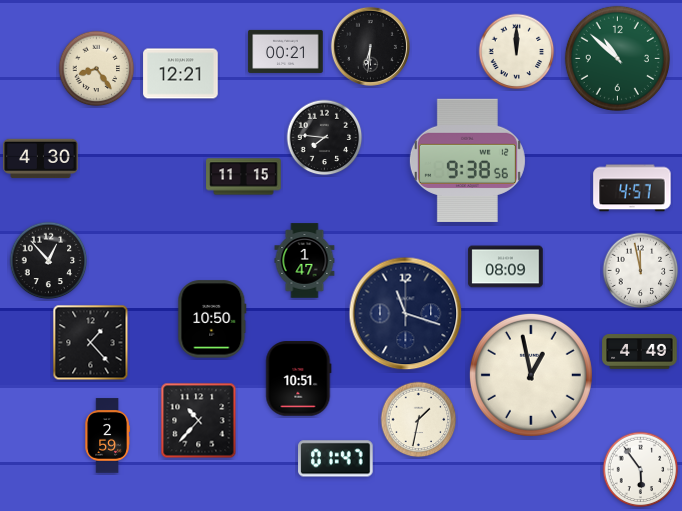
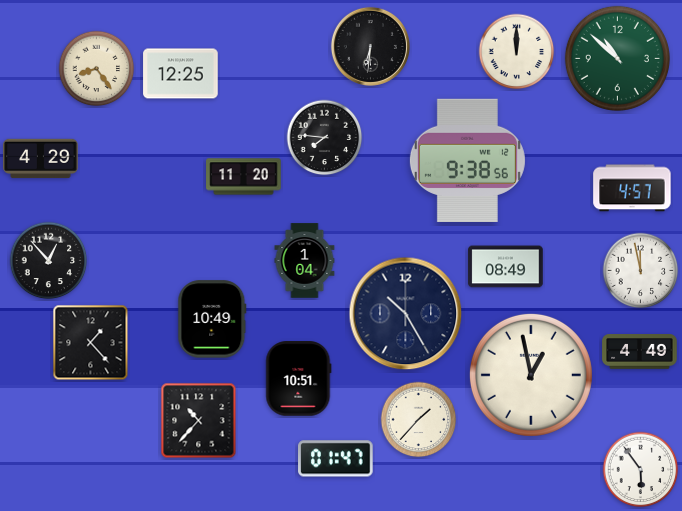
clock at (286, 51): 00:21 -> none
clock at (181, 74): 12:21 -> 12:25
clock at (41, 159): 4:30 -> 4:29
clock at (244, 177): 11:15 -> 11:20
clock at (305, 261): 1:47 -> 1:04
clock at (506, 267): 08:09 -> 08:49
clock at (406, 314): 11:18 -> 10:25
clock at (212, 319): 10:50 -> 10:49
clock at (419, 420): 1:32 -> 1:37
clock at (107, 436): 2:59 -> none
